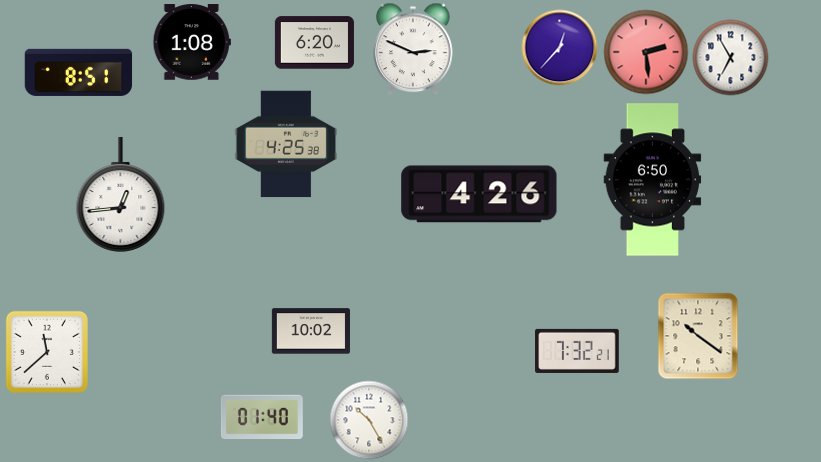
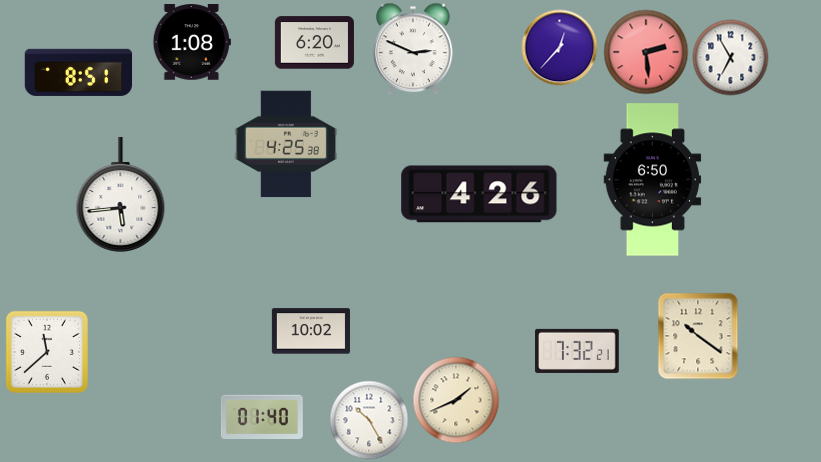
clock at (121, 194): 12:44 -> 5:44
clock at (456, 400): none -> 1:41
